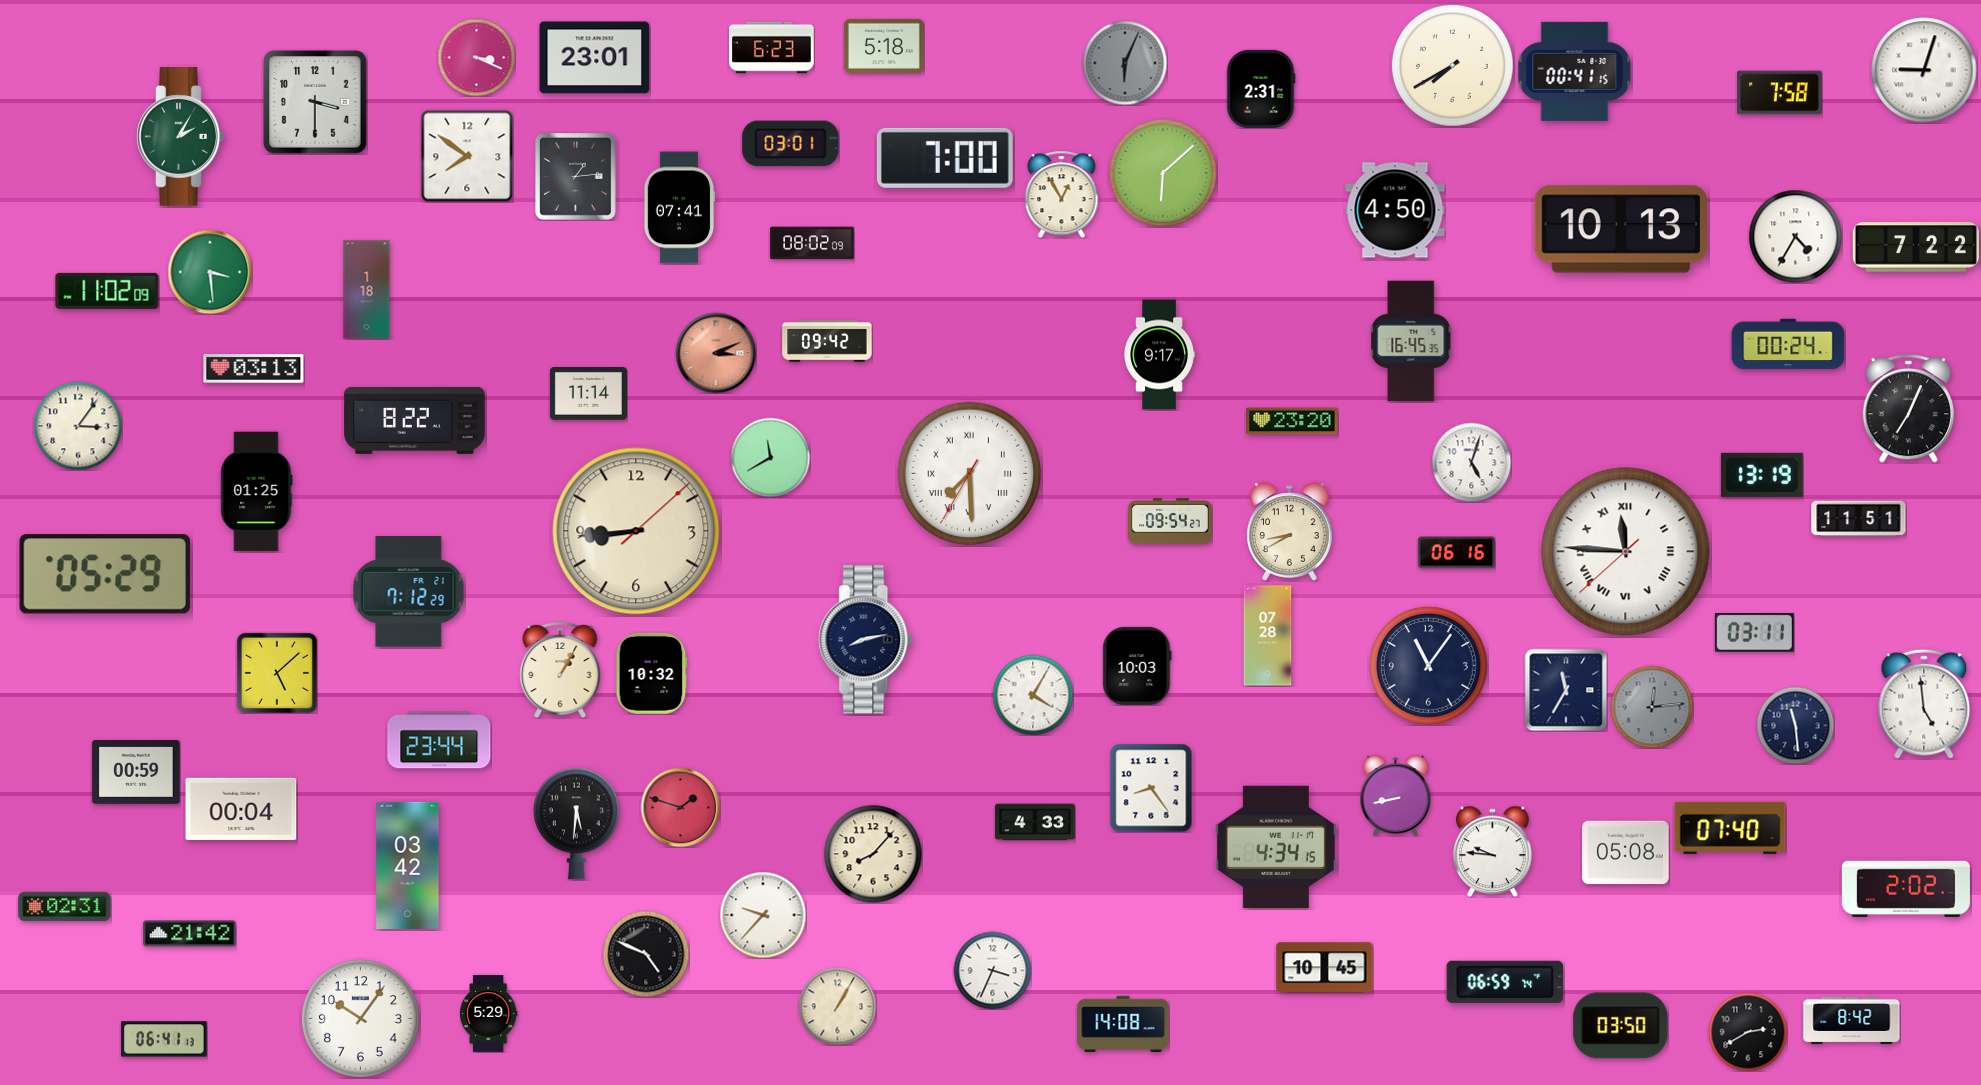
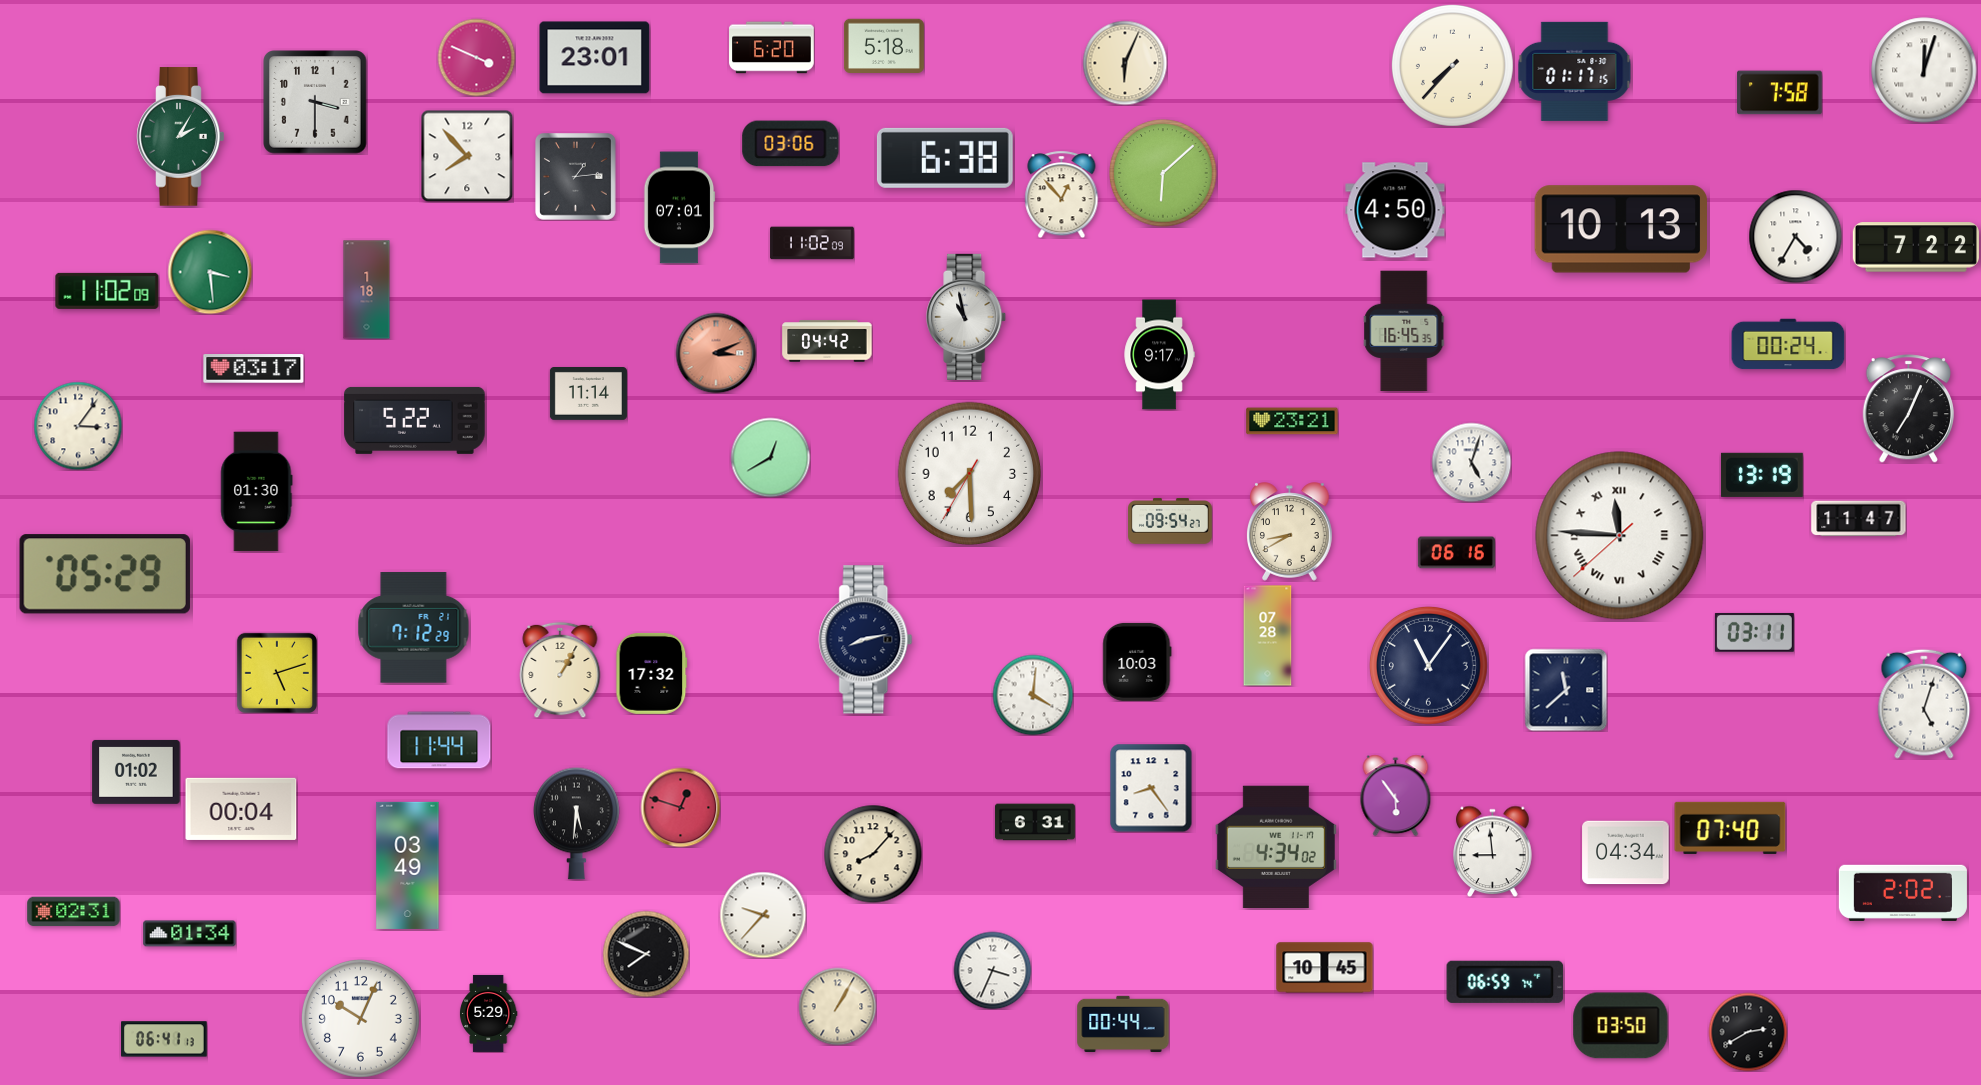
clock at (772, 48): 6:23 -> 6:20
clock at (476, 57): 3:19 -> 3:49
clock at (1125, 63) dial: grey -> cream
clock at (1452, 65): 7:40 -> 7:37
clock at (1924, 70): 9:03 -> 12:03
clock at (1575, 71): 00:41 -> 01:17
clock at (1261, 89): 2:31 -> none
clock at (791, 144): 03:01 -> 03:06
clock at (467, 156): 7:51 -> 7:53
clock at (945, 158): 7:00 -> 6:38
clock at (1062, 194): 12:55 -> 12:53
clock at (679, 208): 07:41 -> 07:01
clock at (812, 243): 08:02 -> 11:02
clock at (967, 317): none -> 10:58
clock at (827, 341): 09:42 -> 04:42
clock at (1411, 341) position: (1411, 341) -> (1404, 331)
clock at (254, 369): 03:13 -> 03:17
clock at (415, 420): 8:22 -> 5:22
clock at (1292, 421): 23:20 -> 23:21
clock at (770, 457): 11:40 -> 12:40
clock at (970, 474) numerals: Roman -> Arabic
clock at (257, 492): 01:25 -> 01:30
clock at (1859, 519): 11:51 -> 11:47
clock at (636, 531): 8:44 -> none
clock at (1626, 552) position: (1626, 552) -> (1620, 536)
clock at (409, 592) position: (409, 592) -> (414, 628)
clock at (1137, 666) position: (1137, 666) -> (1137, 662)
clock at (276, 672): 5:08 -> 5:12
clock at (652, 673): 10:32 -> 17:32
clock at (1566, 690): 11:35 -> 11:38
clock at (1033, 695): 4:05 -> 4:01
clock at (1924, 704): 4:59 -> 5:03
clock at (1652, 707): 12:14 -> none
clock at (1795, 725): 11:29 -> none
clock at (439, 740): 23:44 -> 11:44
clock at (136, 772): 00:59 -> 01:02
clock at (1396, 795): 8:43 -> 5:54
clock at (680, 807): 1:48 -> 12:48
clock at (1035, 822): 4:33 -> 6:31
clock at (1276, 846): 4:34:15 -> 4:34:02
clock at (1493, 851): 9:46 -> 8:59
clock at (1626, 853): 05:08 -> 04:34
clock at (408, 865): 03:42 -> 03:49
clock at (1906, 889) position: (1906, 889) -> (1903, 893)
clock at (65, 907) position: (65, 907) -> (74, 912)
clock at (190, 934): 21:42 -> 01:34
clock at (646, 954): 4:49 -> 7:49
clock at (361, 1019): 10:06 -> 10:04
clock at (1852, 1020): 8:42 -> none
clock at (1123, 1023): 14:08 -> 00:44
